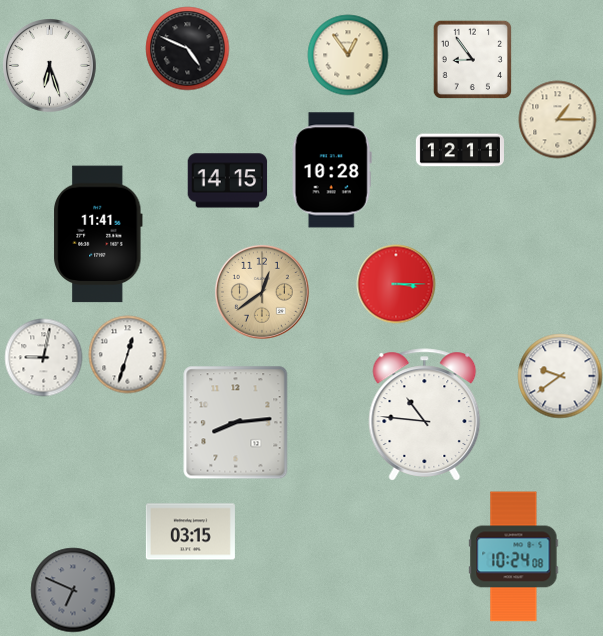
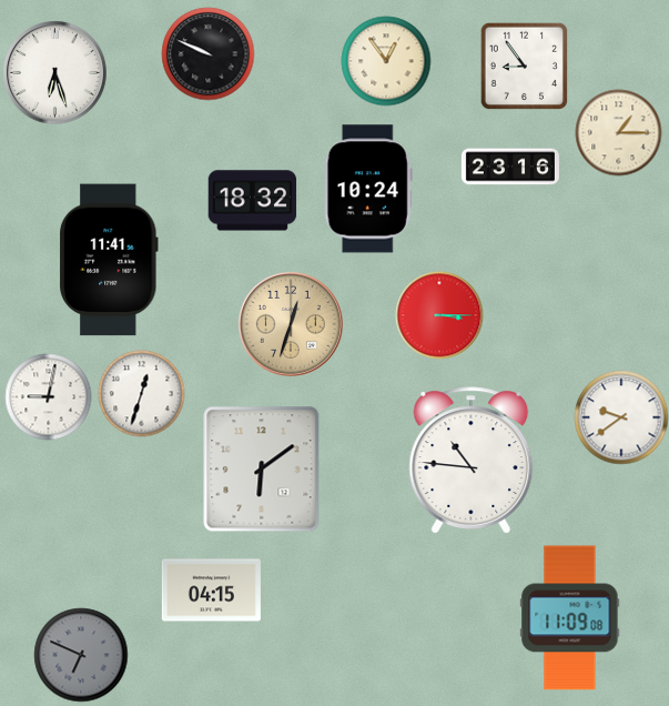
clock at (187, 48): 4:49 -> 9:49
clock at (460, 150): 12:11 -> 23:16
clock at (332, 170): 10:28 -> 10:24
clock at (227, 181): 14:15 -> 18:32
clock at (262, 292): 12:39 -> 12:33
clock at (236, 422): 8:14 -> 6:09
clock at (190, 532): 03:15 -> 04:15
clock at (514, 557): 10:24 -> 11:09
